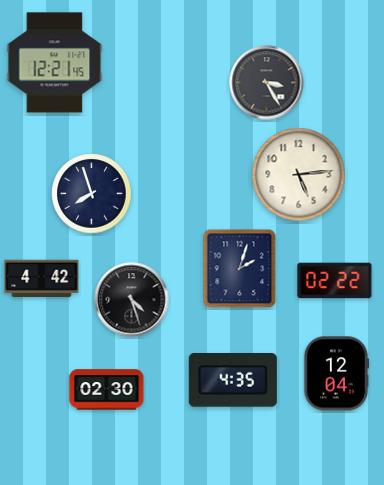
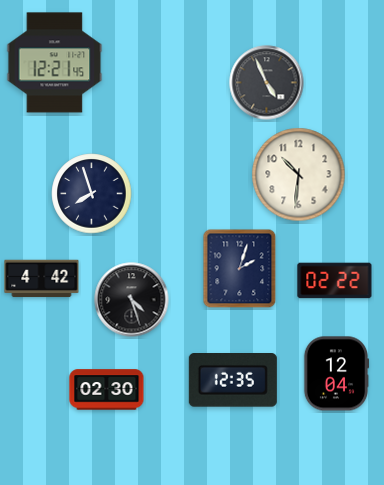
clock at (267, 83): 3:25 -> 4:56
clock at (299, 175): 5:14 -> 10:31
clock at (233, 381): 4:35 -> 12:35
